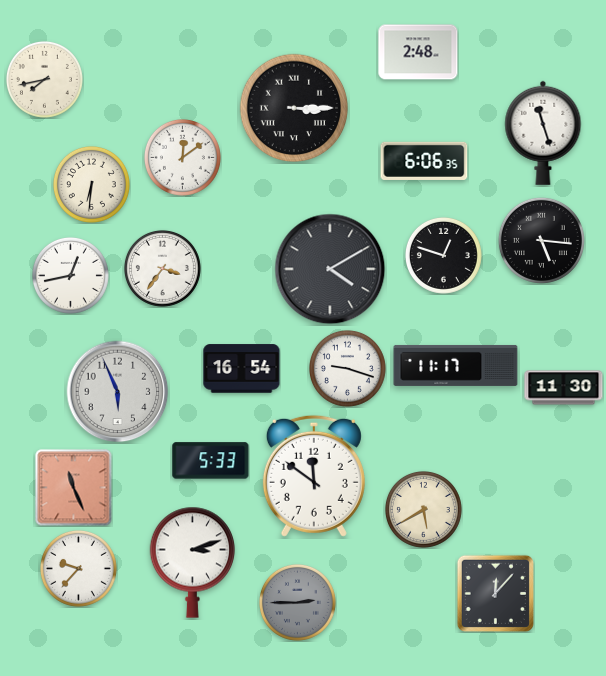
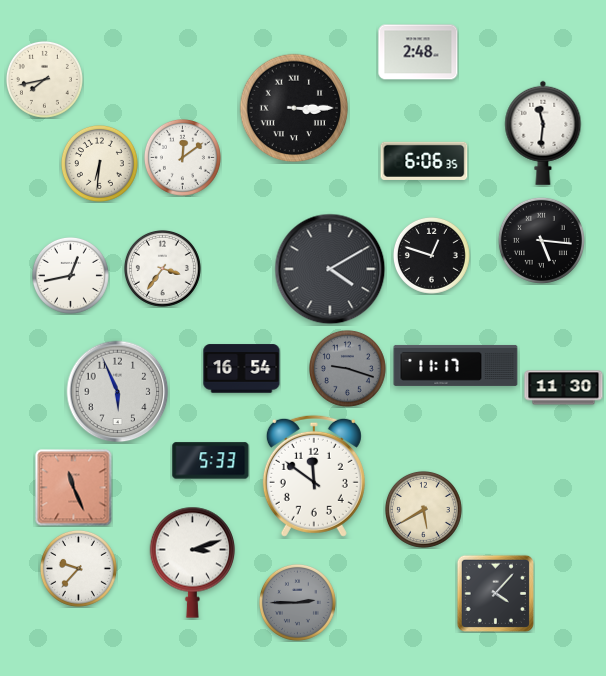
clock at (543, 133): 11:27 -> 11:31
clock at (91, 184) position: (91, 184) -> (99, 163)
clock at (443, 255) position: (443, 255) -> (431, 255)
clock at (347, 368) dial: white -> grey
clock at (495, 593): 12:07 -> 4:07
